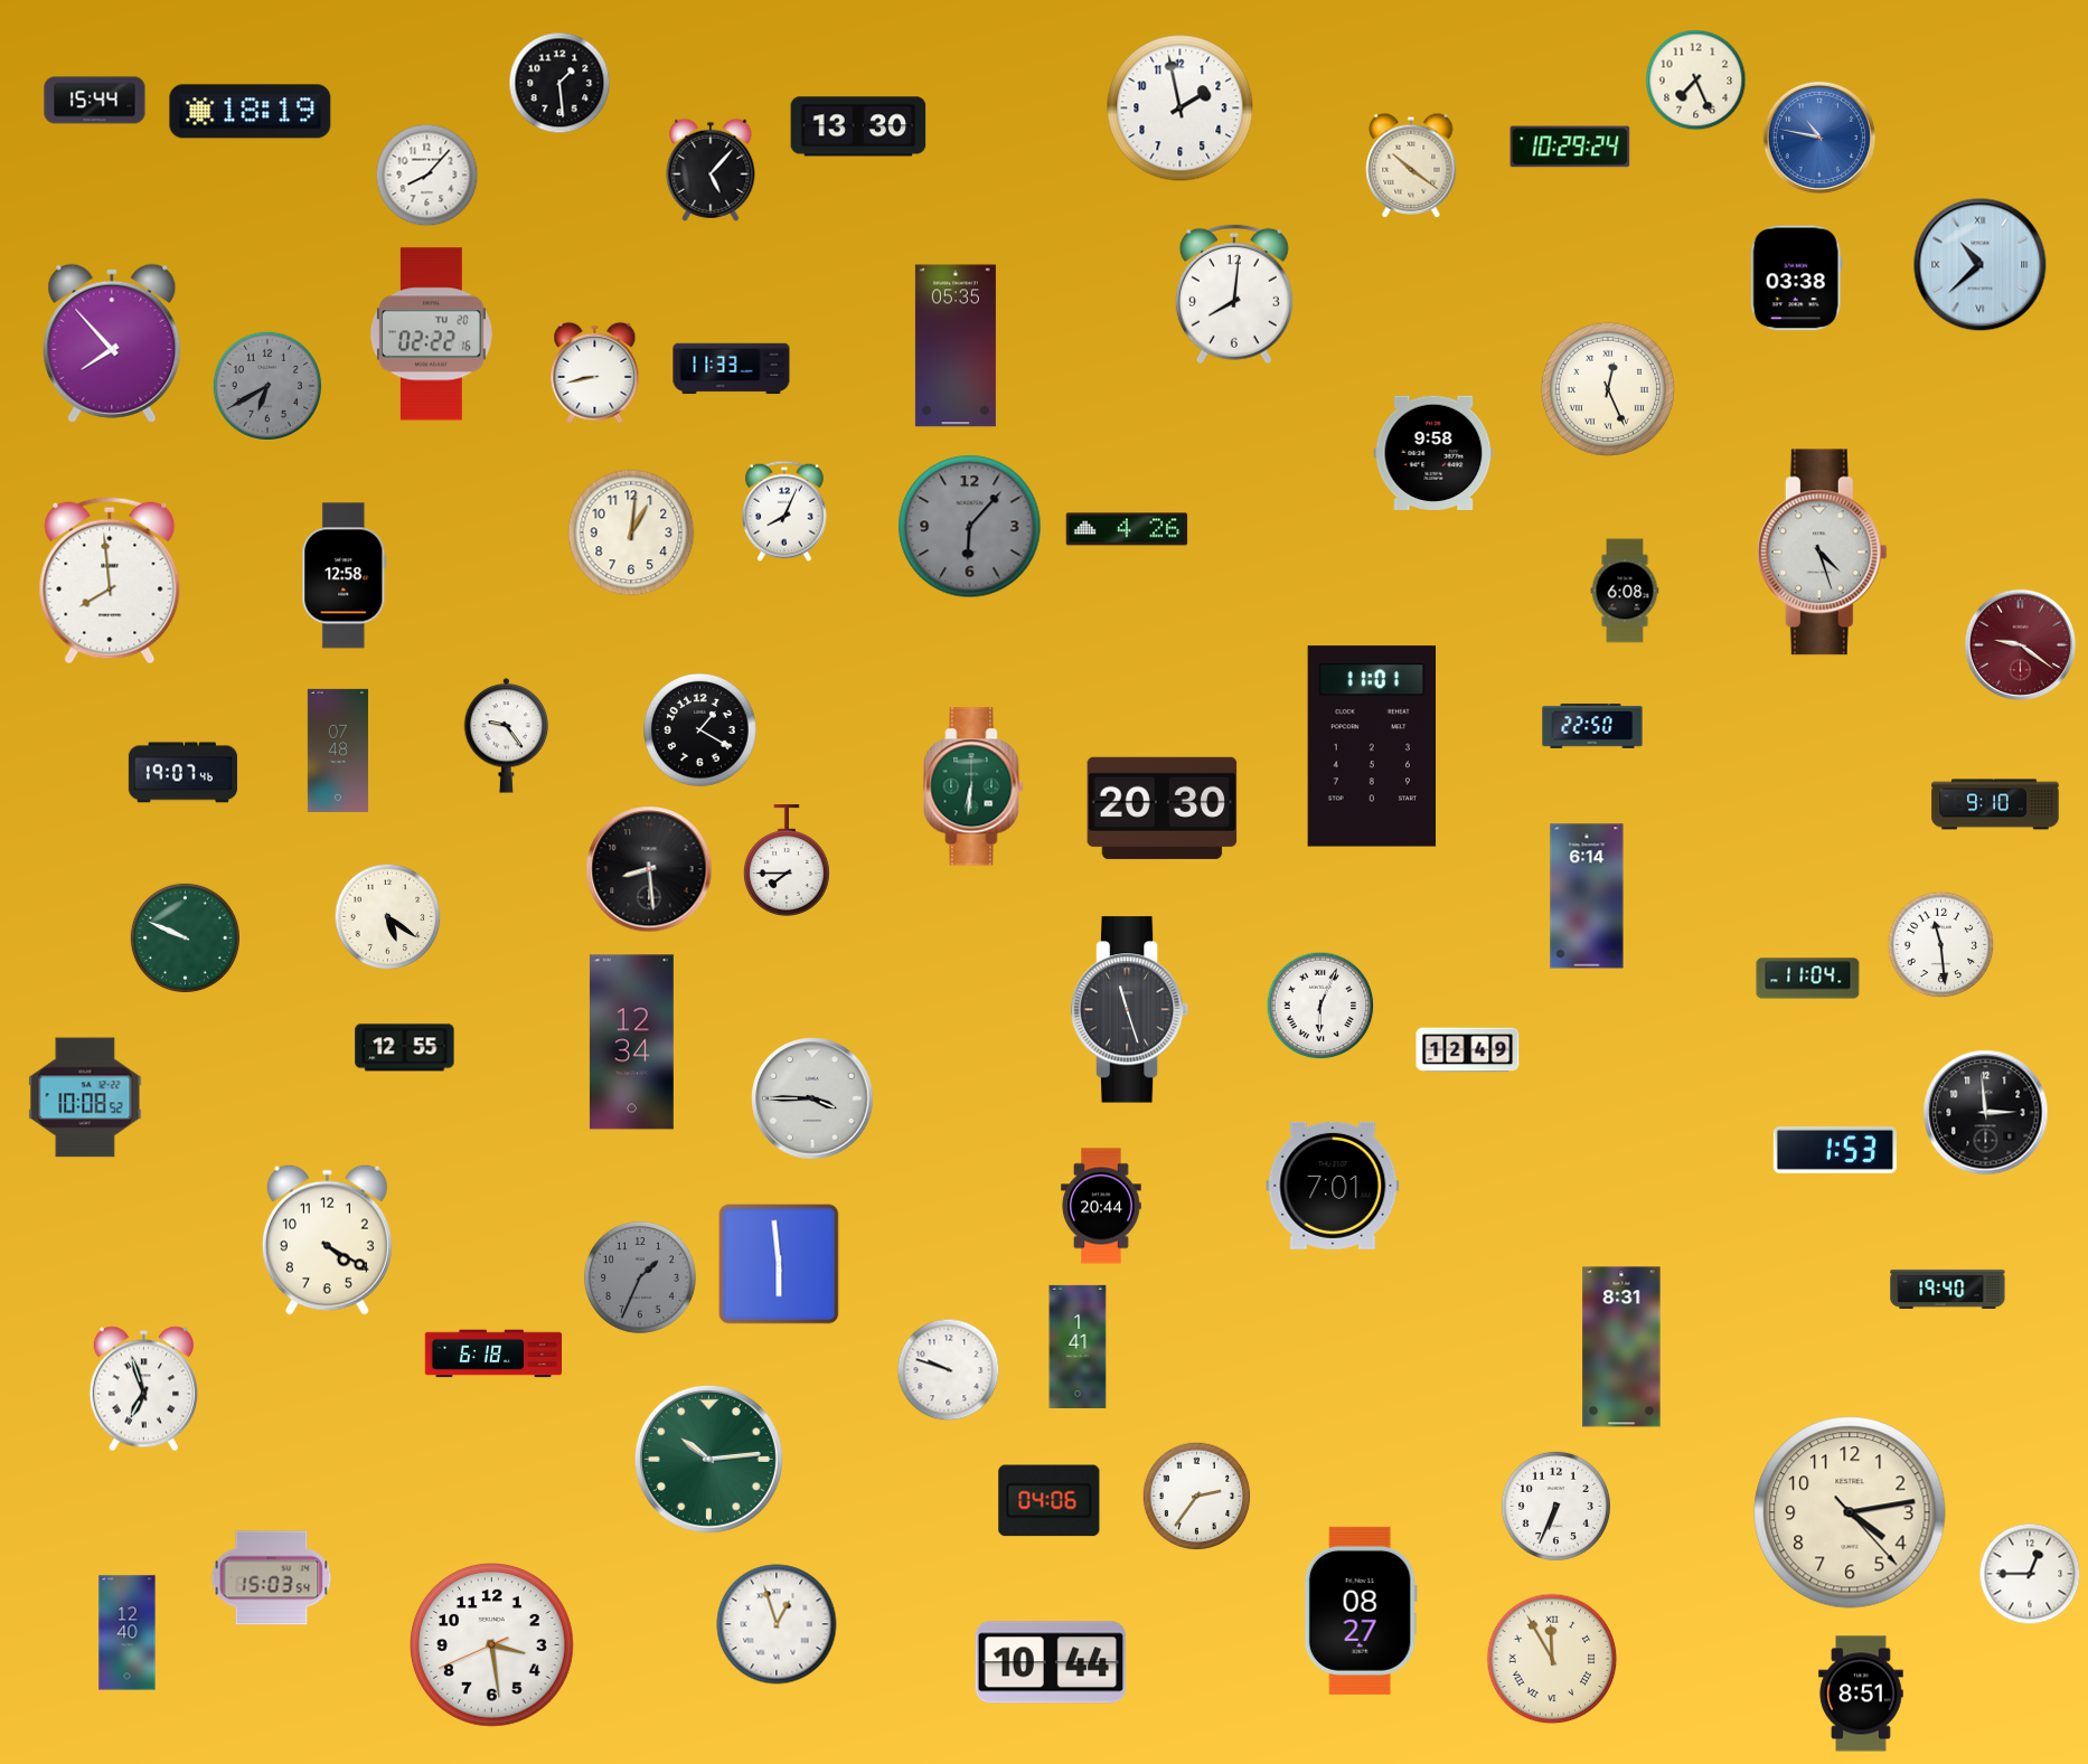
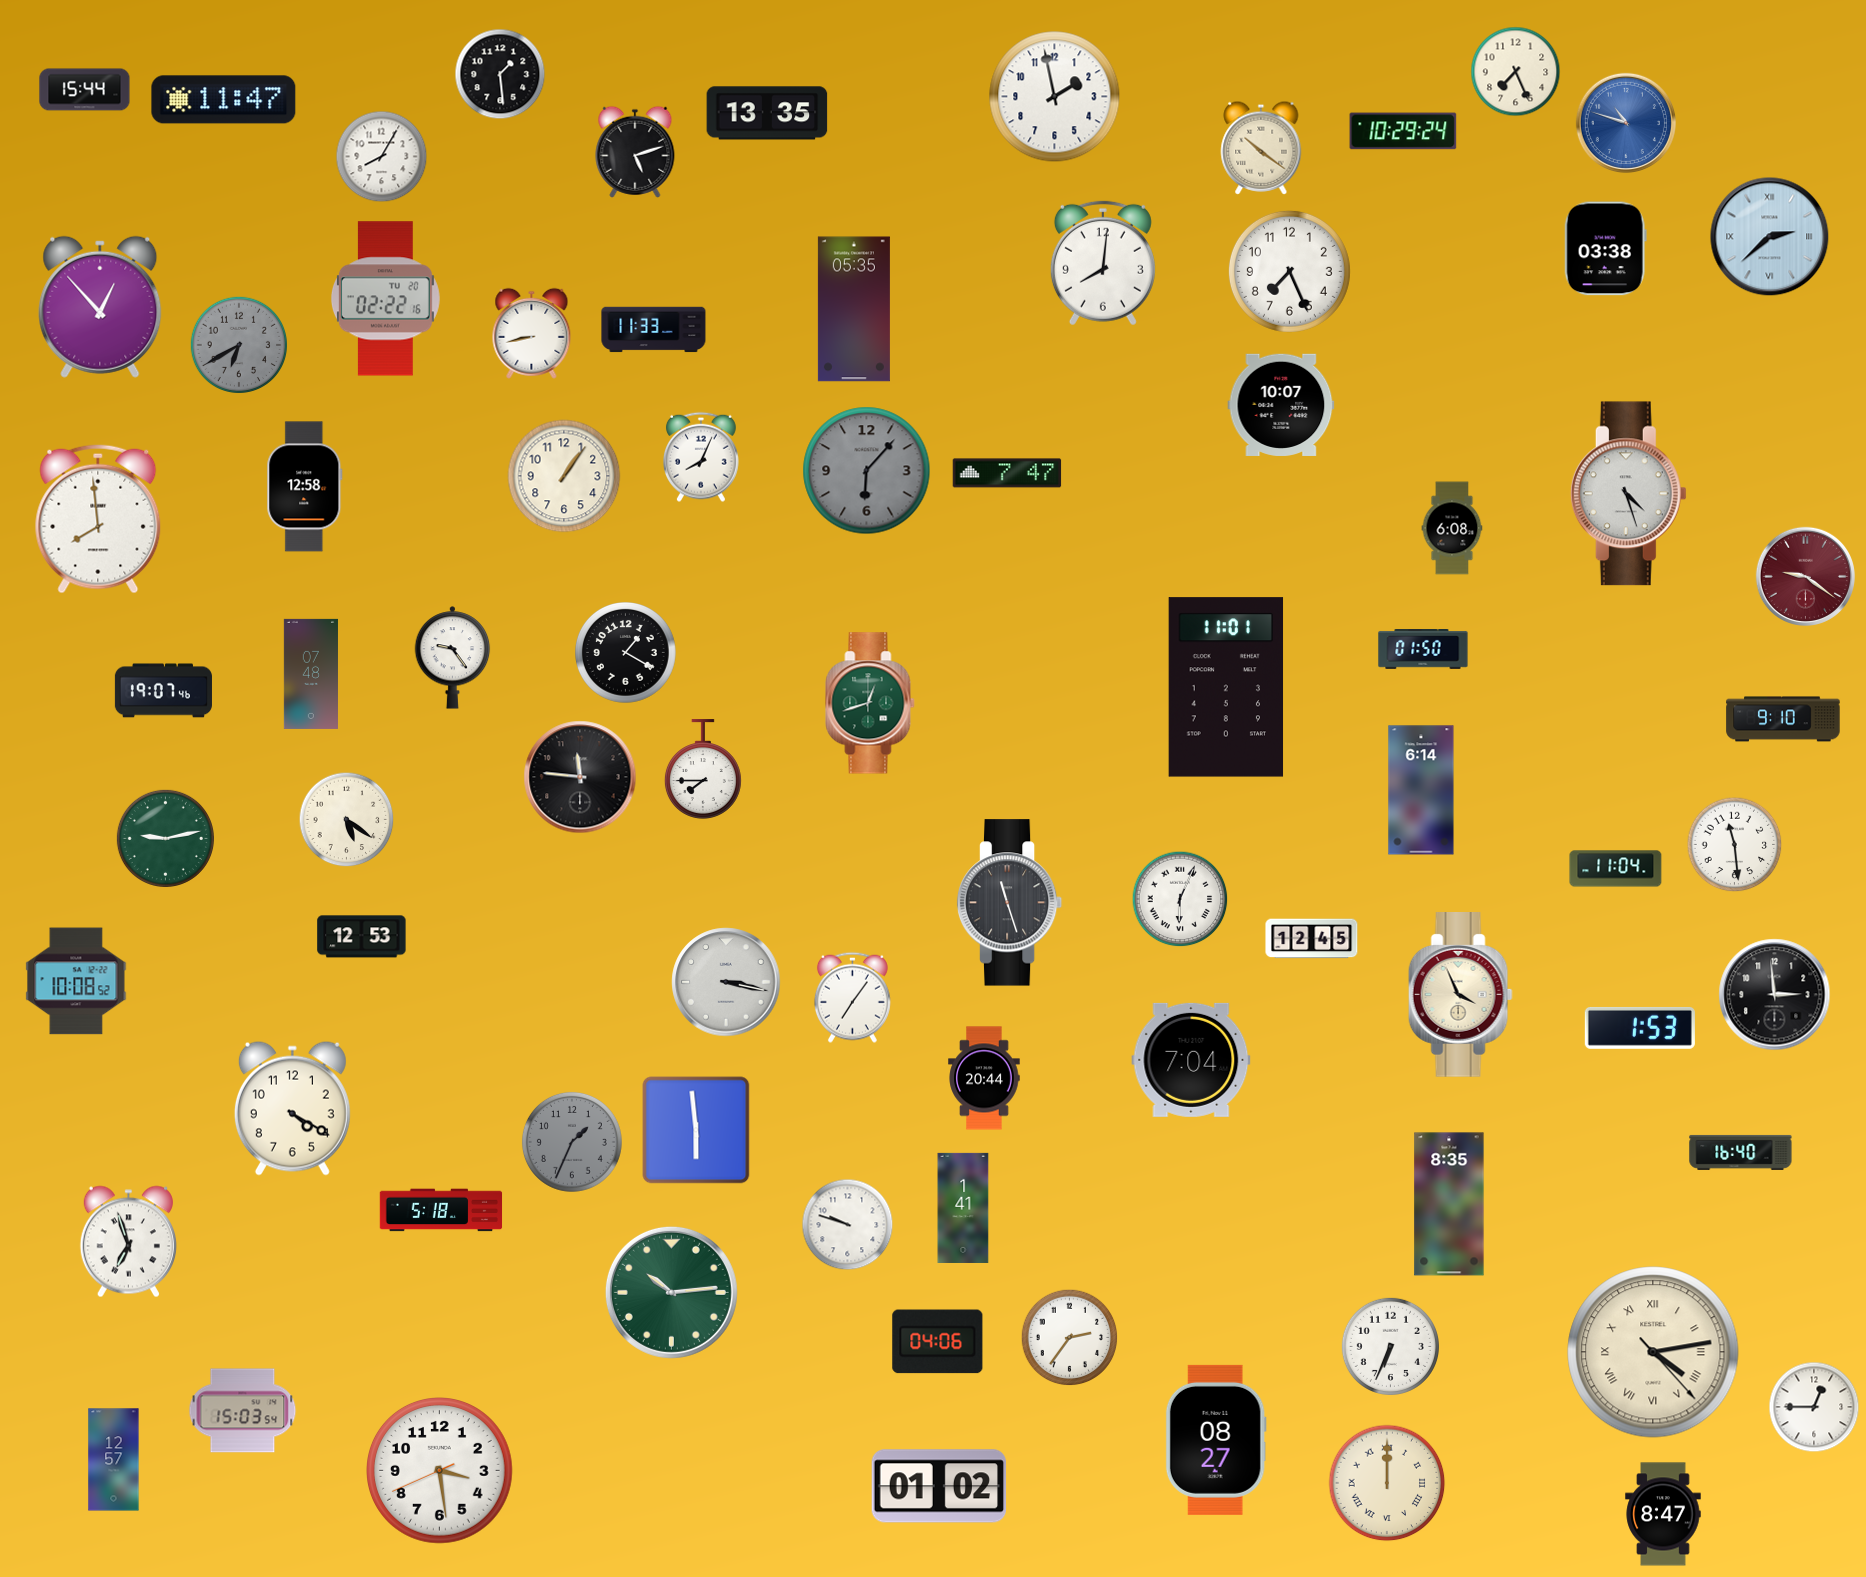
clock at (251, 112): 18:19 -> 11:47
clock at (858, 126): 13:30 -> 13:35
clock at (1819, 138): 10:47 -> 10:48
clock at (711, 170): 5:07 -> 5:12
clock at (427, 176): 8:07 -> 8:05
clock at (1981, 265): 10:38 -> 2:38
clock at (1289, 271): none -> 7:26
clock at (112, 343): 7:53 -> 12:53
clock at (1608, 389): 12:26 -> none
clock at (1433, 452): 9:58 -> 10:07
clock at (1127, 529): 4:26 -> 7:47
clock at (631, 532): 1:01 -> 1:06
clock at (345, 576) position: (345, 576) -> (305, 487)
clock at (1592, 727): 22:50 -> 01:50
clock at (1372, 746) position: (1372, 746) -> (1226, 687)
clock at (338, 751) position: (338, 751) -> (311, 674)
clock at (974, 786): 6:31 -> 12:42
clock at (1163, 808): 20:30 -> none
clock at (649, 869): 8:29 -> 11:46
clock at (1587, 896) position: (1587, 896) -> (1421, 790)
clock at (185, 937): 9:49 -> 9:13
clock at (1808, 979) position: (1808, 979) -> (1616, 869)
clock at (631, 1043): 12:34 -> none
clock at (405, 1048): 12:55 -> 12:53
clock at (1468, 1050): 12:49 -> 12:45
clock at (812, 1098): 3:45 -> 3:17
clock at (1460, 995): none -> 3:56
clock at (852, 997): none -> 7:06
clock at (1333, 1186): 7:01 -> 7:04
clock at (1948, 1289): 19:40 -> 16:40
clock at (1078, 1347) position: (1078, 1347) -> (963, 1208)
clock at (1621, 1347): 8:31 -> 8:35
clock at (493, 1353): 6:18 -> 5:18
clock at (708, 1459) position: (708, 1459) -> (671, 1292)
clock at (1850, 1512) numerals: Arabic -> Roman
clock at (777, 1624): 12:57 -> none
clock at (128, 1633): 12:40 -> 12:57
clock at (1552, 1659): 11:55 -> 12:00
clock at (1051, 1662): 10:44 -> 01:02
clock at (1861, 1694): 8:51 -> 8:47
